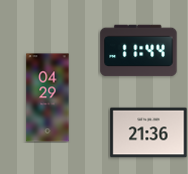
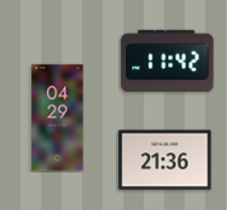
clock at (139, 51): 11:44 -> 11:42
clock at (149, 133) position: (149, 133) -> (165, 161)
